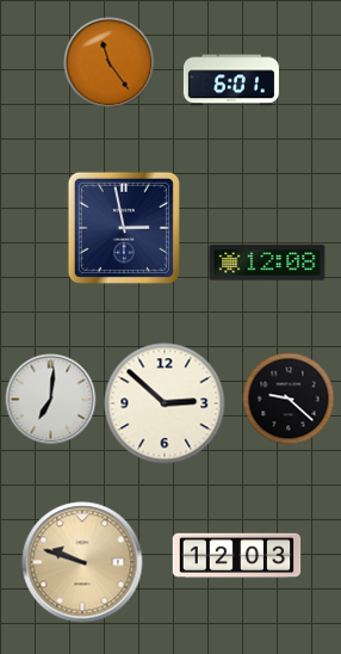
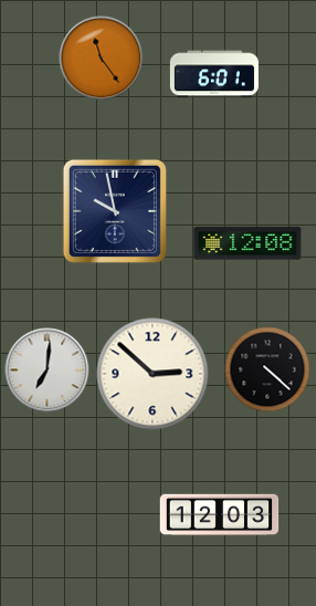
clock at (124, 228): 2:58 -> 9:58
clock at (289, 399): 9:22 -> 4:22
clock at (82, 562): 9:48 -> none
